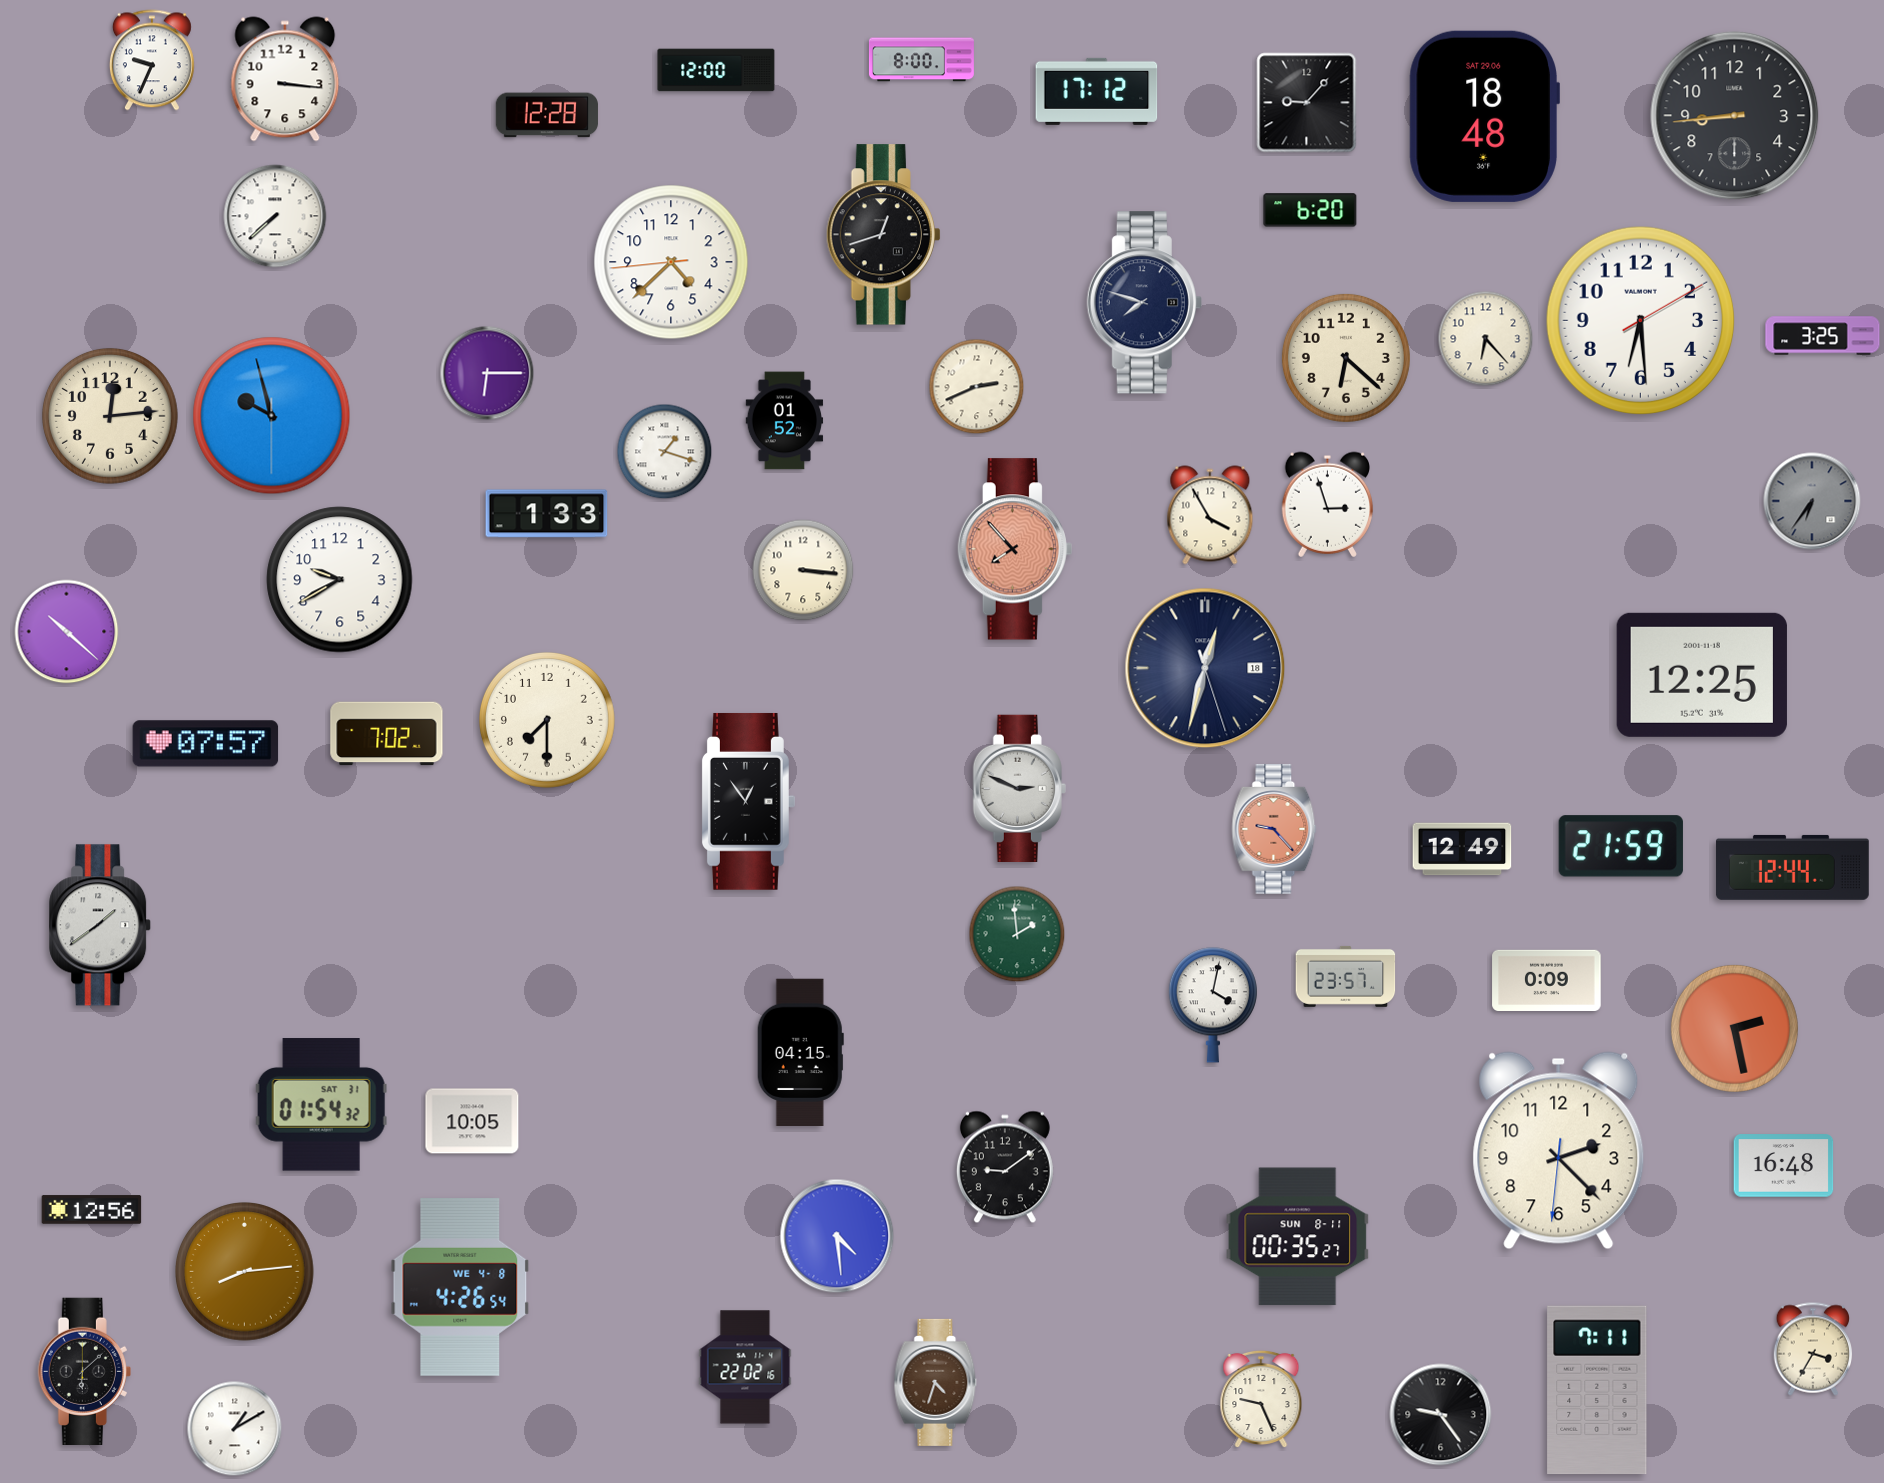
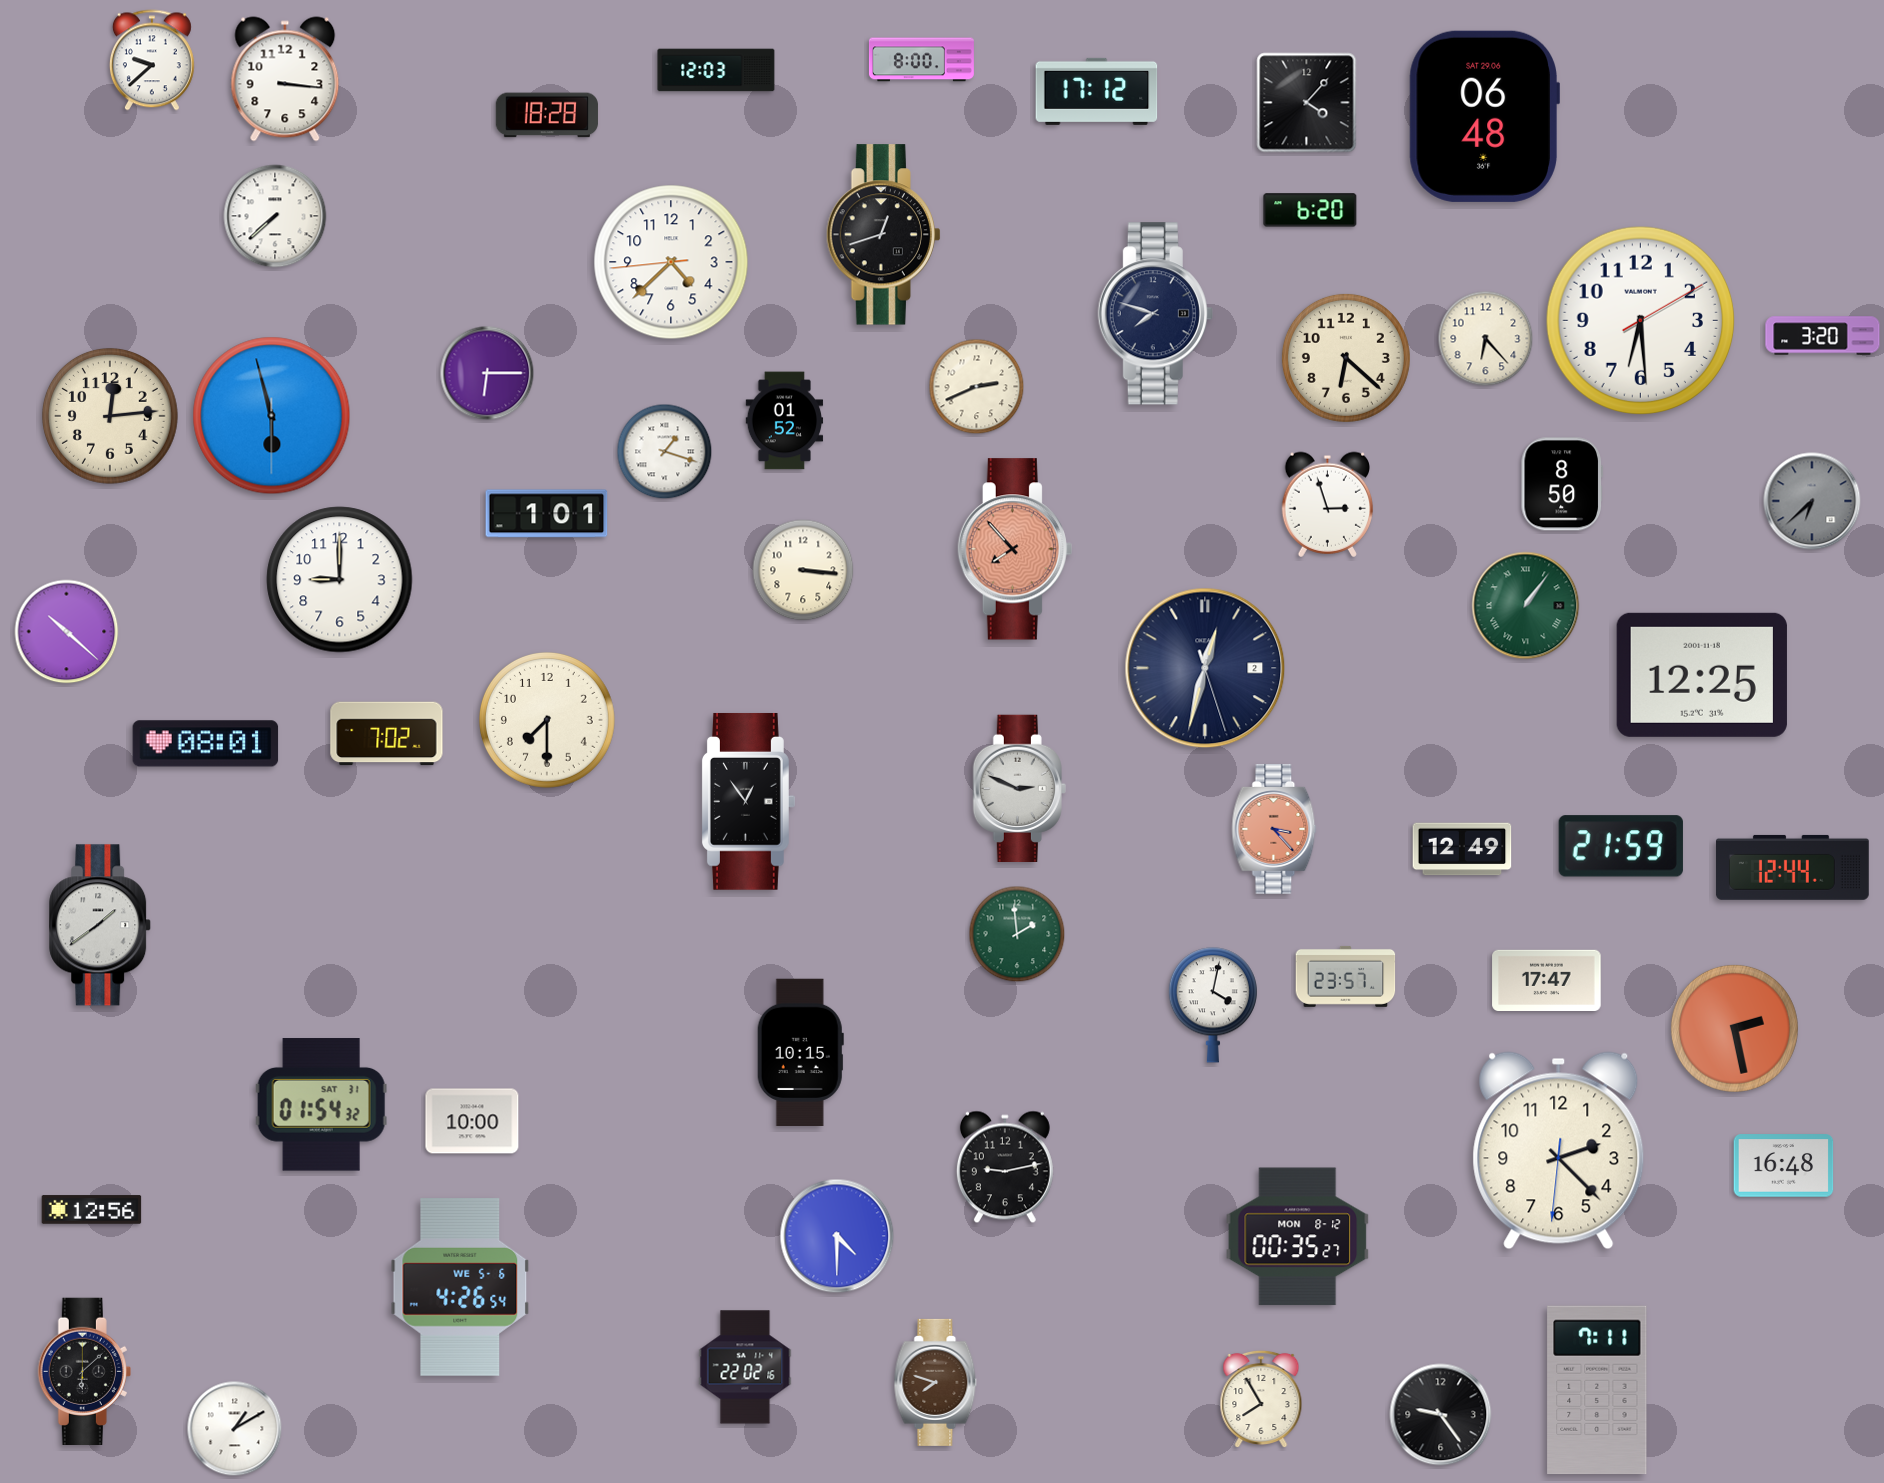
clock at (152, 60): 9:34 -> 9:38
clock at (716, 70): 12:00 -> 12:03
clock at (1307, 103): 9:07 -> 4:07
clock at (547, 115): 12:28 -> 18:28
clock at (1484, 116): 18:48 -> 06:48
clock at (1735, 116): 8:44 -> none
clock at (1144, 303) position: (1144, 303) -> (1155, 314)
clock at (1823, 336): 3:25 -> 3:20
clock at (272, 416): 9:57 -> 5:57
clock at (1562, 484): none -> 8:50
clock at (1812, 501): 6:36 -> 6:38
clock at (547, 514): 1:33 -> 1:01
clock at (1210, 515): 3:55 -> none
clock at (340, 580): 9:40 -> 9:00
clock at (1526, 606): none -> 1:06
clock at (1205, 668) date: 18 -> 2
clock at (206, 744): 07:57 -> 08:01
clock at (1274, 829): 9:23 -> 3:23
clock at (1547, 980): 0:09 -> 17:47
clock at (800, 1052): 04:15 -> 10:15
clock at (472, 1121): 10:05 -> 10:00
clock at (1005, 1167): 9:09 -> 9:13
clock at (837, 1236): 4:29 -> 4:30
clock at (1298, 1237) date: SUN 8-11 -> MON 8-12
clock at (245, 1272): 8:14 -> none
clock at (460, 1288) date: WE 4-8 -> WE 5-6
clock at (1813, 1349): 3:35 -> none
clock at (936, 1382): 4:33 -> 7:48
clock at (1261, 1399): 9:26 -> 7:55
